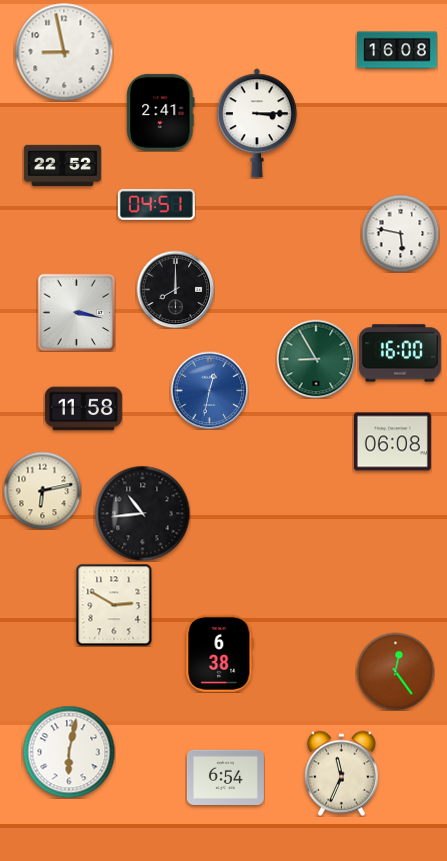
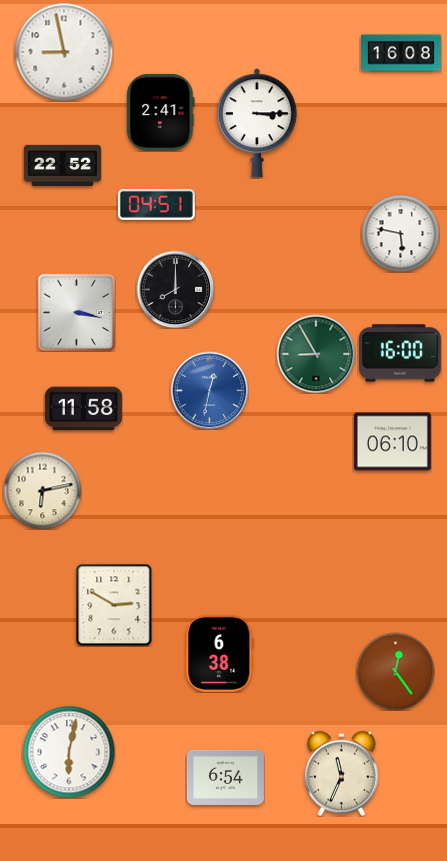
clock at (398, 50) position: (398, 50) -> (402, 53)
clock at (316, 359) position: (316, 359) -> (316, 354)
clock at (392, 442): 06:08 -> 06:10
clock at (142, 513): 10:44 -> none
